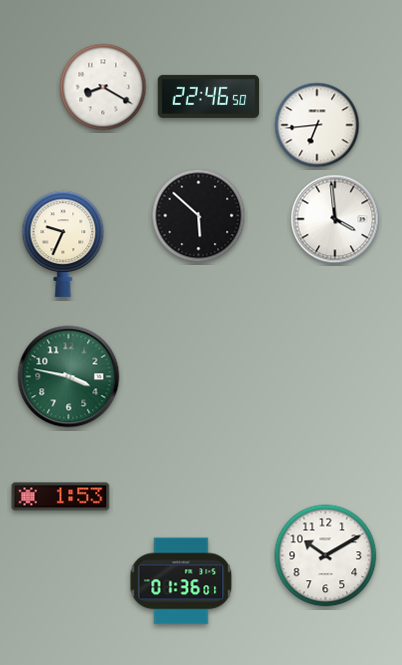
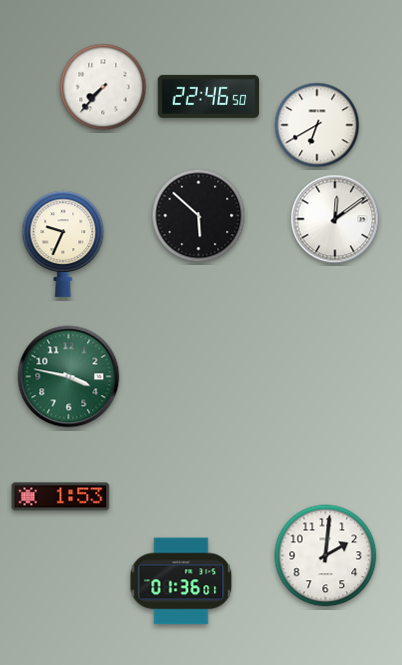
clock at (103, 87): 8:20 -> 7:37
clock at (317, 125): 6:44 -> 6:40
clock at (335, 219): 3:59 -> 12:09
clock at (326, 556): 10:10 -> 2:01
